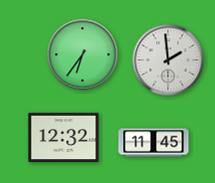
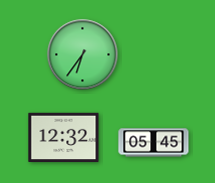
clock at (168, 60): 1:59 -> none
clock at (154, 143): 11:45 -> 05:45
